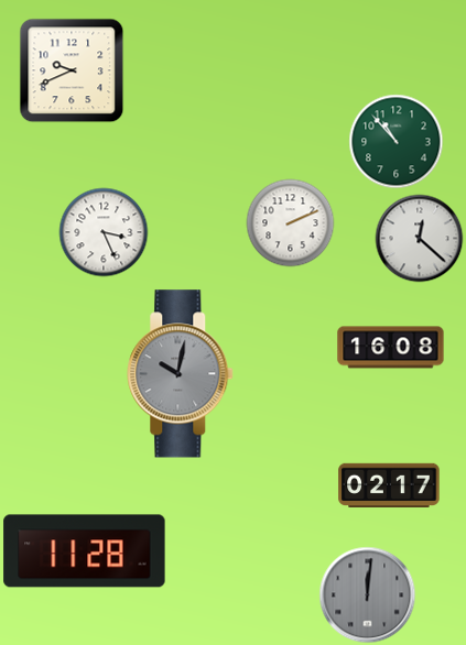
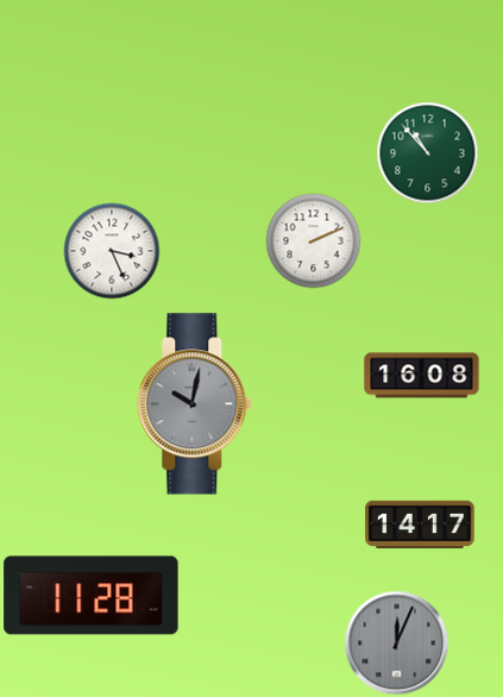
clock at (72, 70): 9:41 -> none
clock at (419, 238): 12:22 -> none
clock at (389, 484): 02:17 -> 14:17
clock at (367, 594): 12:01 -> 12:04
